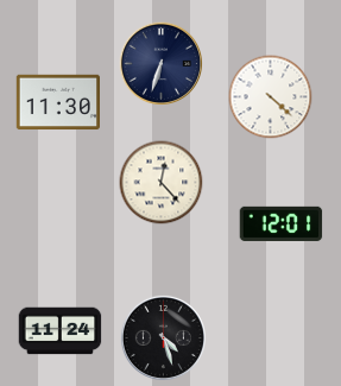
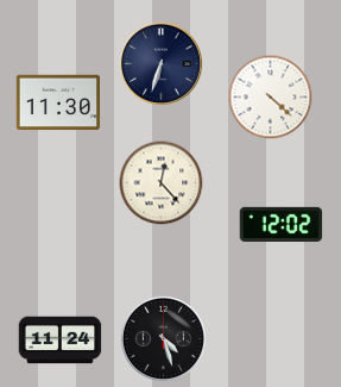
clock at (282, 223): 12:01 -> 12:02
clock at (61, 331) position: (61, 331) -> (61, 341)
